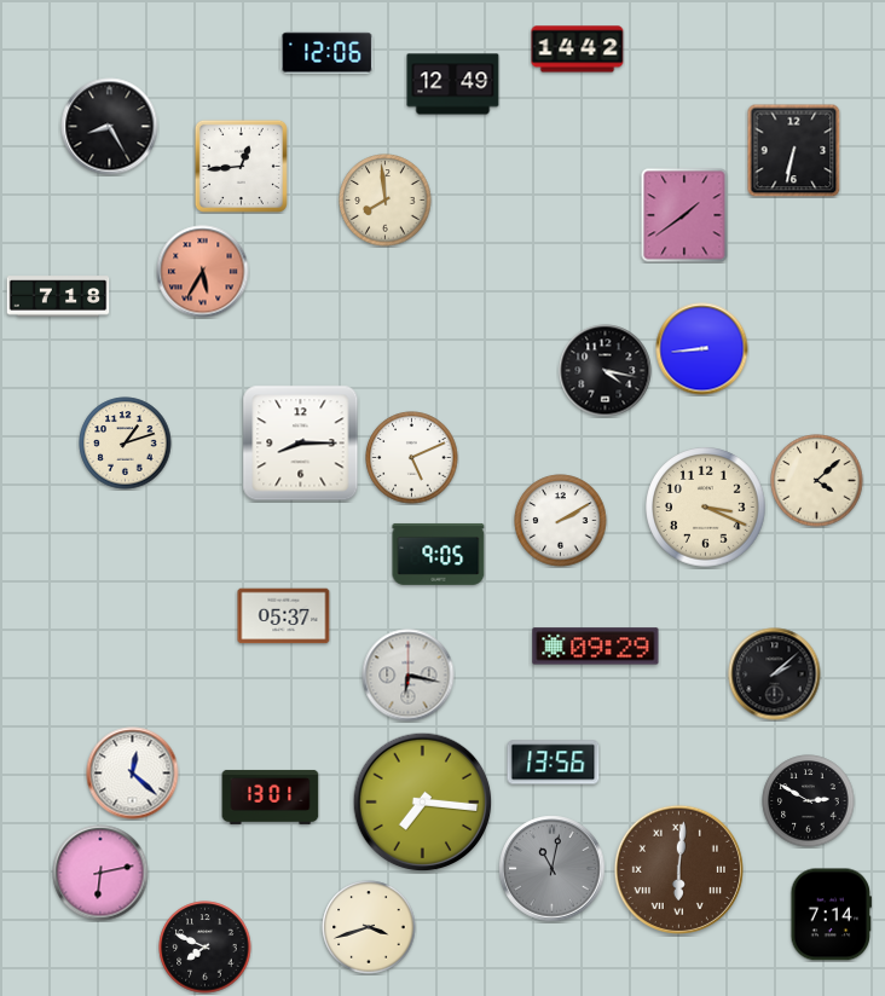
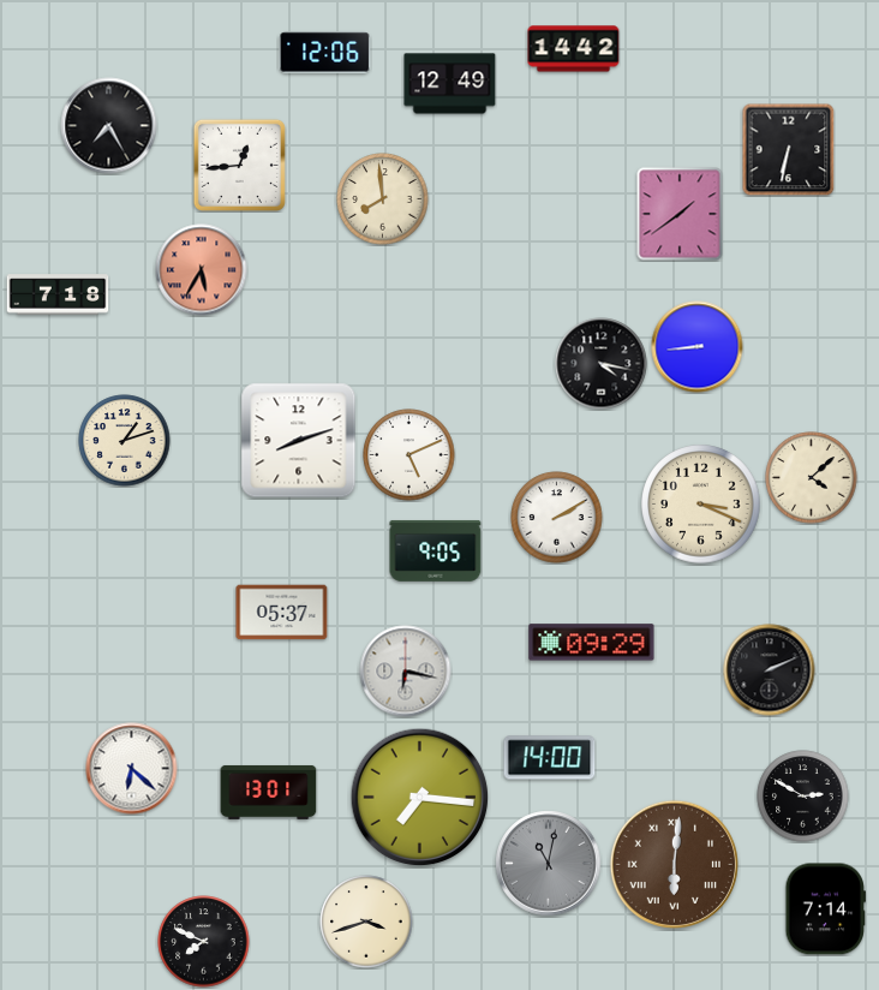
clock at (110, 127): 8:25 -> 7:25
clock at (606, 371) position: (606, 371) -> (602, 364)
clock at (301, 444): 8:15 -> 8:12
clock at (775, 674): 2:08 -> 2:11
clock at (554, 763): 13:56 -> 14:00
clock at (133, 774): 12:22 -> 6:22
clock at (100, 873): 6:13 -> none
